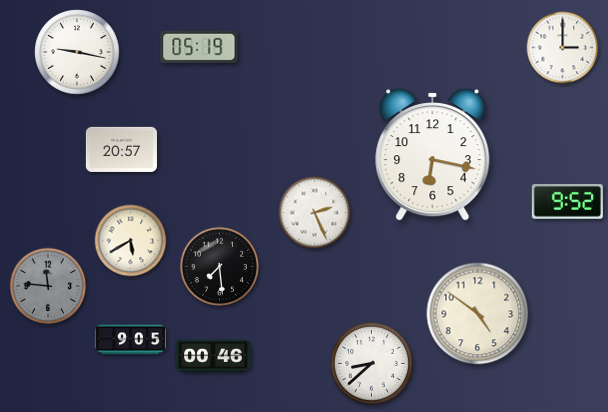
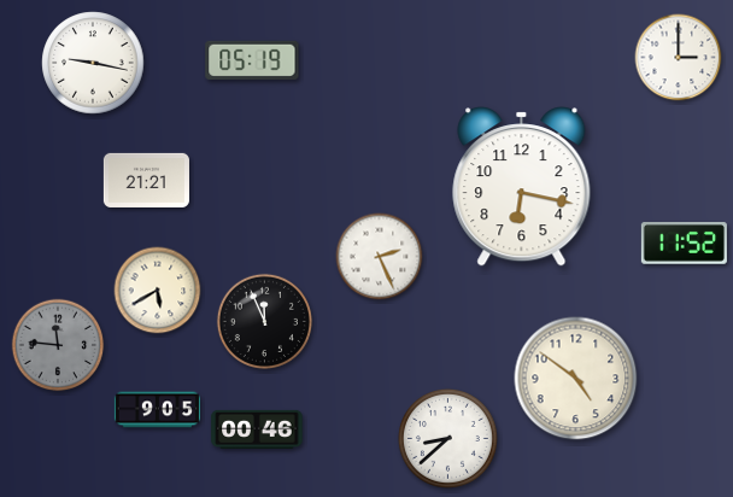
clock at (199, 47) position: (199, 47) -> (252, 60)
clock at (121, 149): 20:57 -> 21:21
clock at (567, 202): 9:52 -> 11:52
clock at (219, 266): 7:29 -> 11:56
